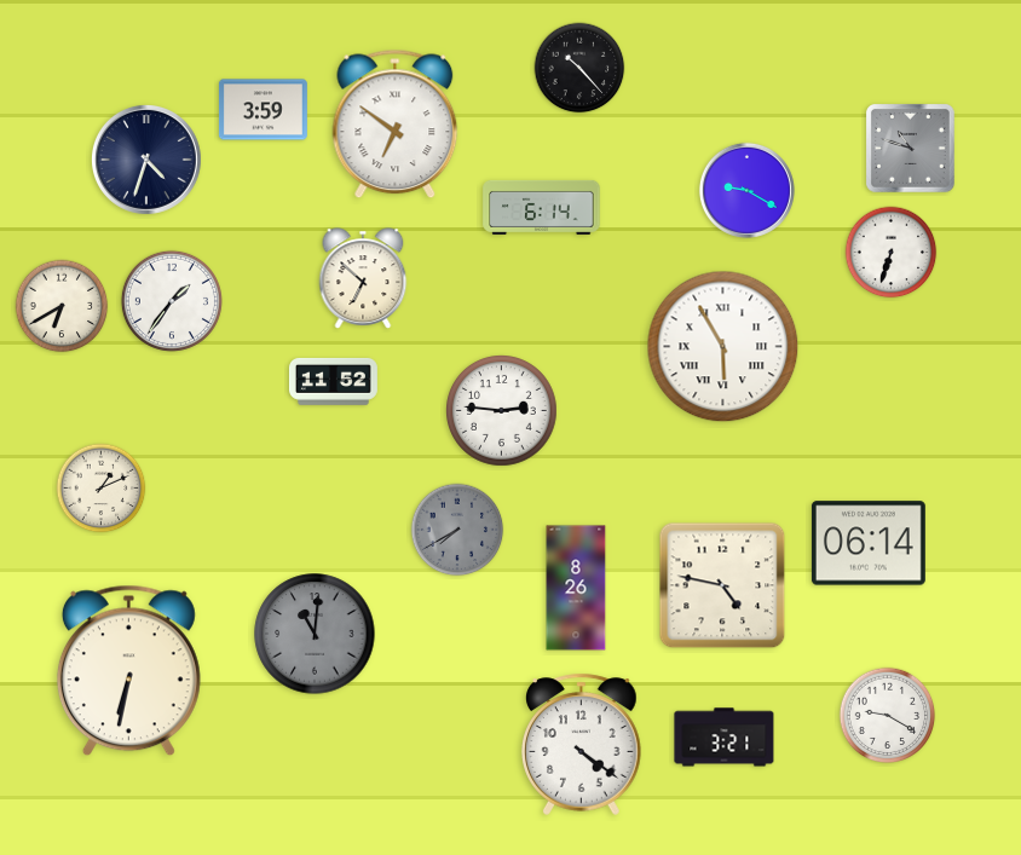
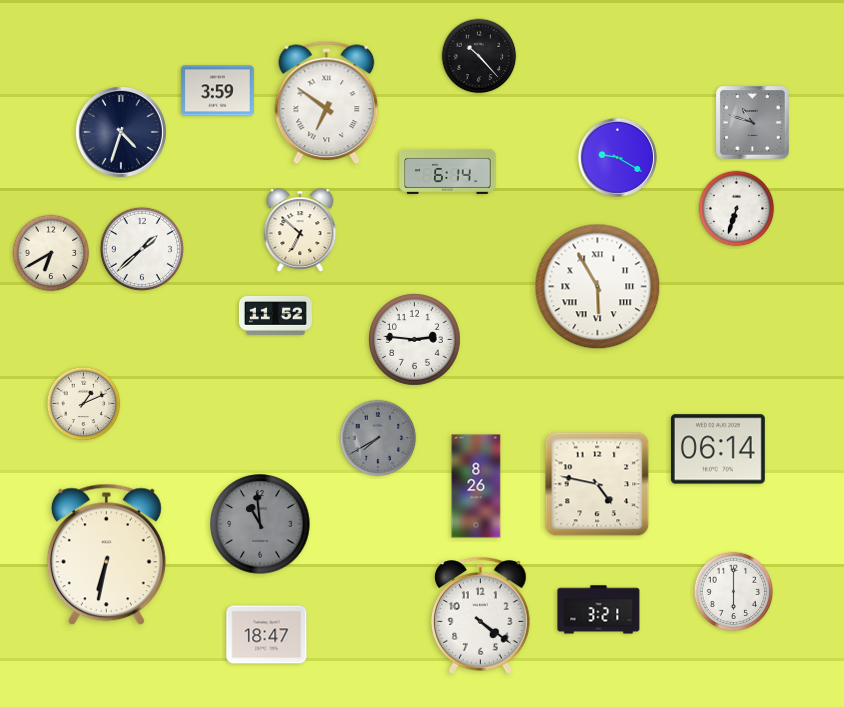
clock at (172, 301): 1:36 -> 1:38
clock at (315, 634): 11:01 -> 10:59
clock at (888, 716): 9:20 -> 6:00
clock at (267, 635): none -> 18:47
